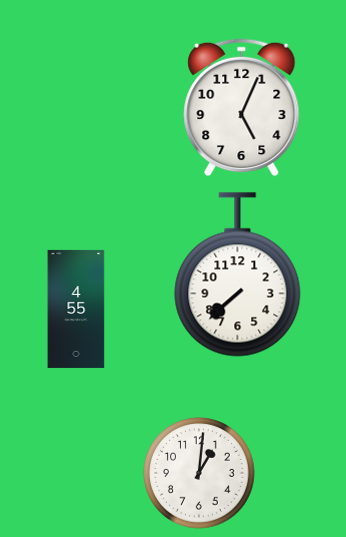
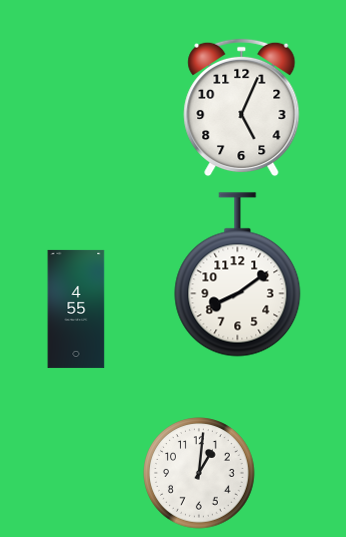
clock at (238, 275): 7:38 -> 8:09
